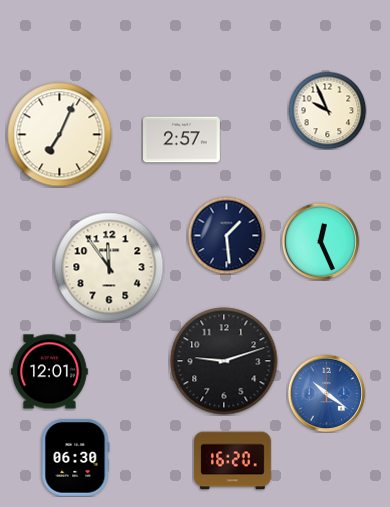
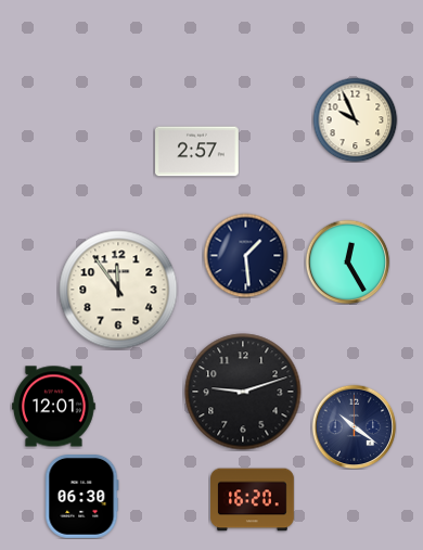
clock at (60, 135): 7:04 -> none
clock at (320, 241): 12:26 -> 12:25
clock at (50, 372) position: (50, 372) -> (54, 407)
clock at (326, 393) dial: blue -> navy
